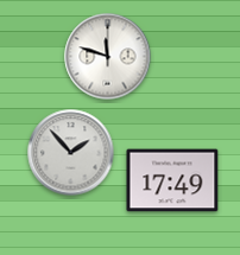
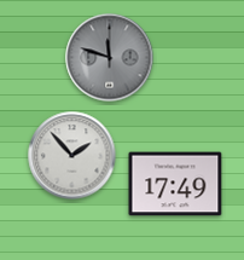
clock at (108, 57) dial: white -> grey
